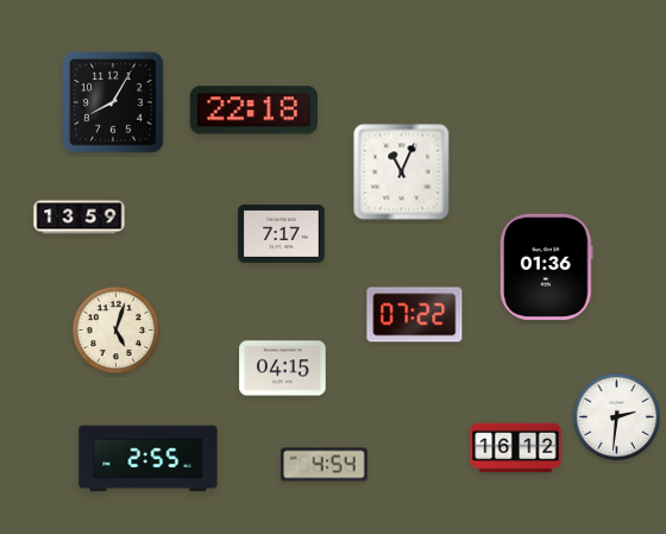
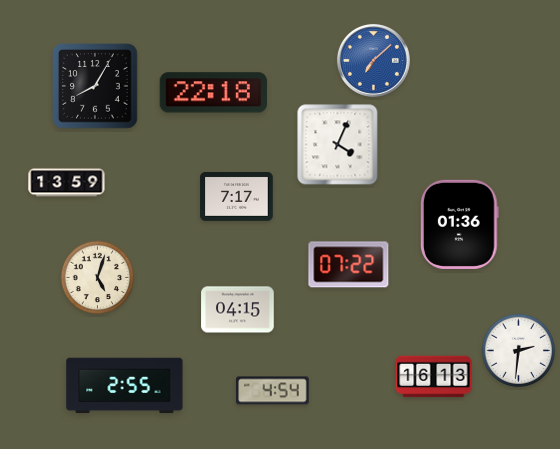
clock at (373, 60): none -> 7:08
clock at (402, 172): 11:04 -> 4:04
clock at (516, 448): 16:12 -> 16:13
